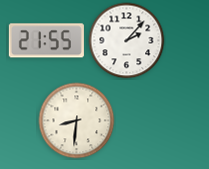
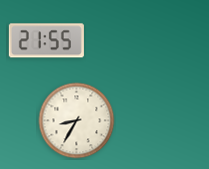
clock at (127, 41): 2:07 -> none
clock at (77, 121): 8:31 -> 8:35
